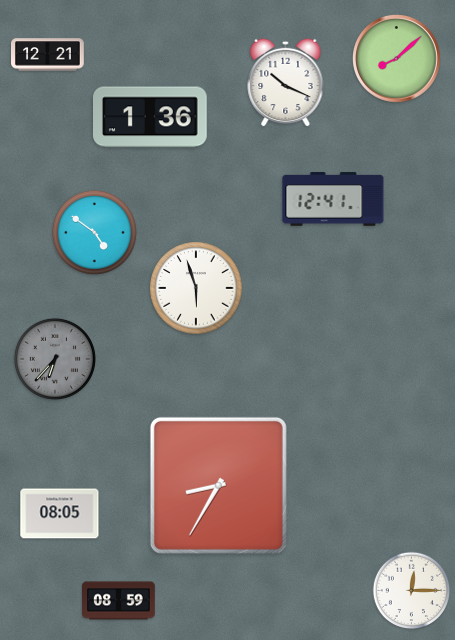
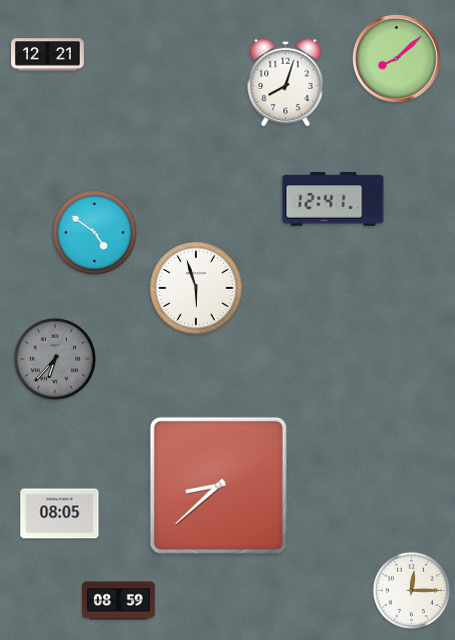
clock at (286, 82): 10:19 -> 8:03
clock at (151, 117): 1:36 -> none
clock at (218, 485): 8:35 -> 8:38
